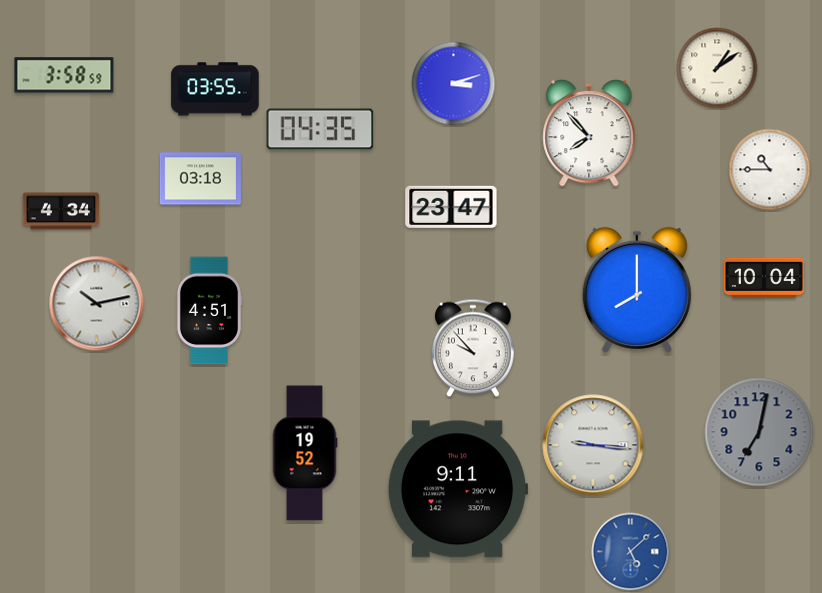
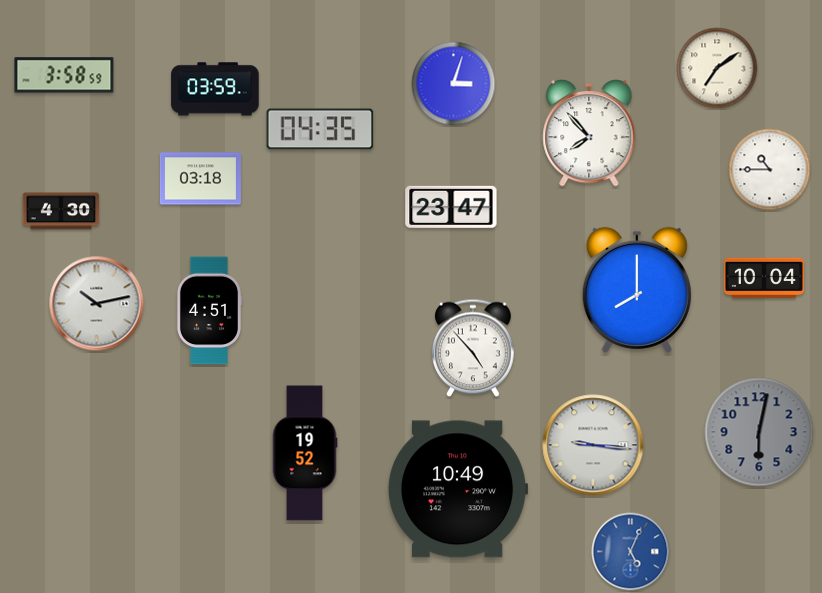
clock at (717, 68): 1:09 -> 7:09
clock at (454, 84): 3:12 -> 3:03
clock at (215, 89): 03:55 -> 03:59
clock at (61, 211): 4:34 -> 4:30
clock at (474, 348): 9:53 -> 4:53
clock at (759, 432): 7:02 -> 6:02
clock at (459, 489): 9:11 -> 10:49
clock at (631, 552): 5:08 -> 5:04
